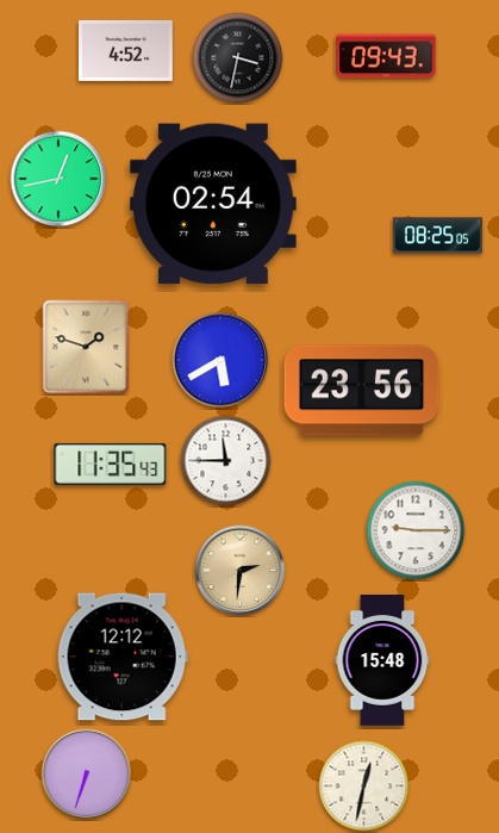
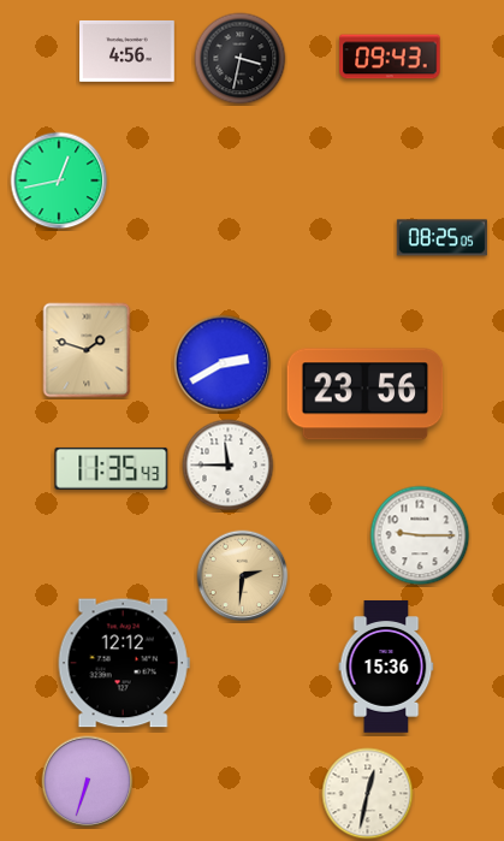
clock at (126, 50): 4:52 -> 4:56
clock at (213, 204): 02:54 -> none
clock at (220, 360): 5:40 -> 2:40
clock at (382, 660): 15:48 -> 15:36
